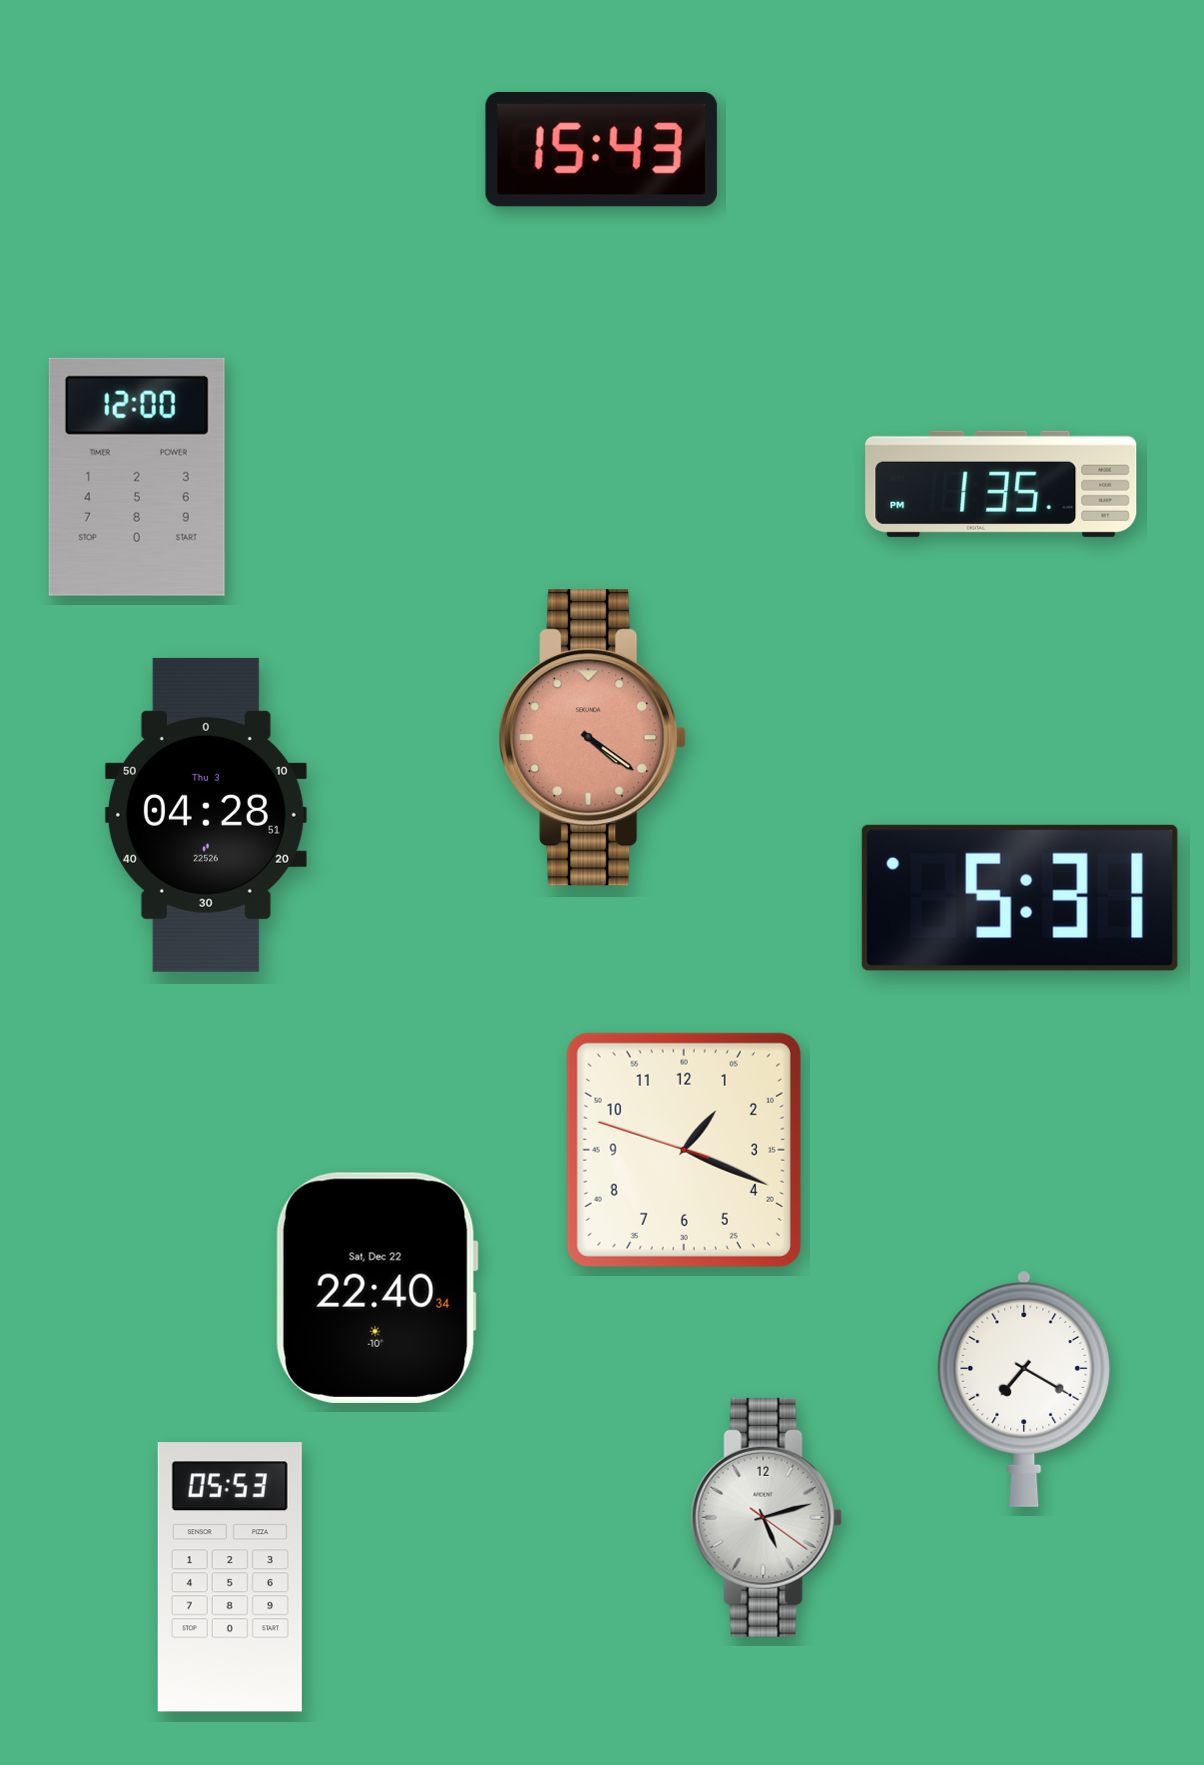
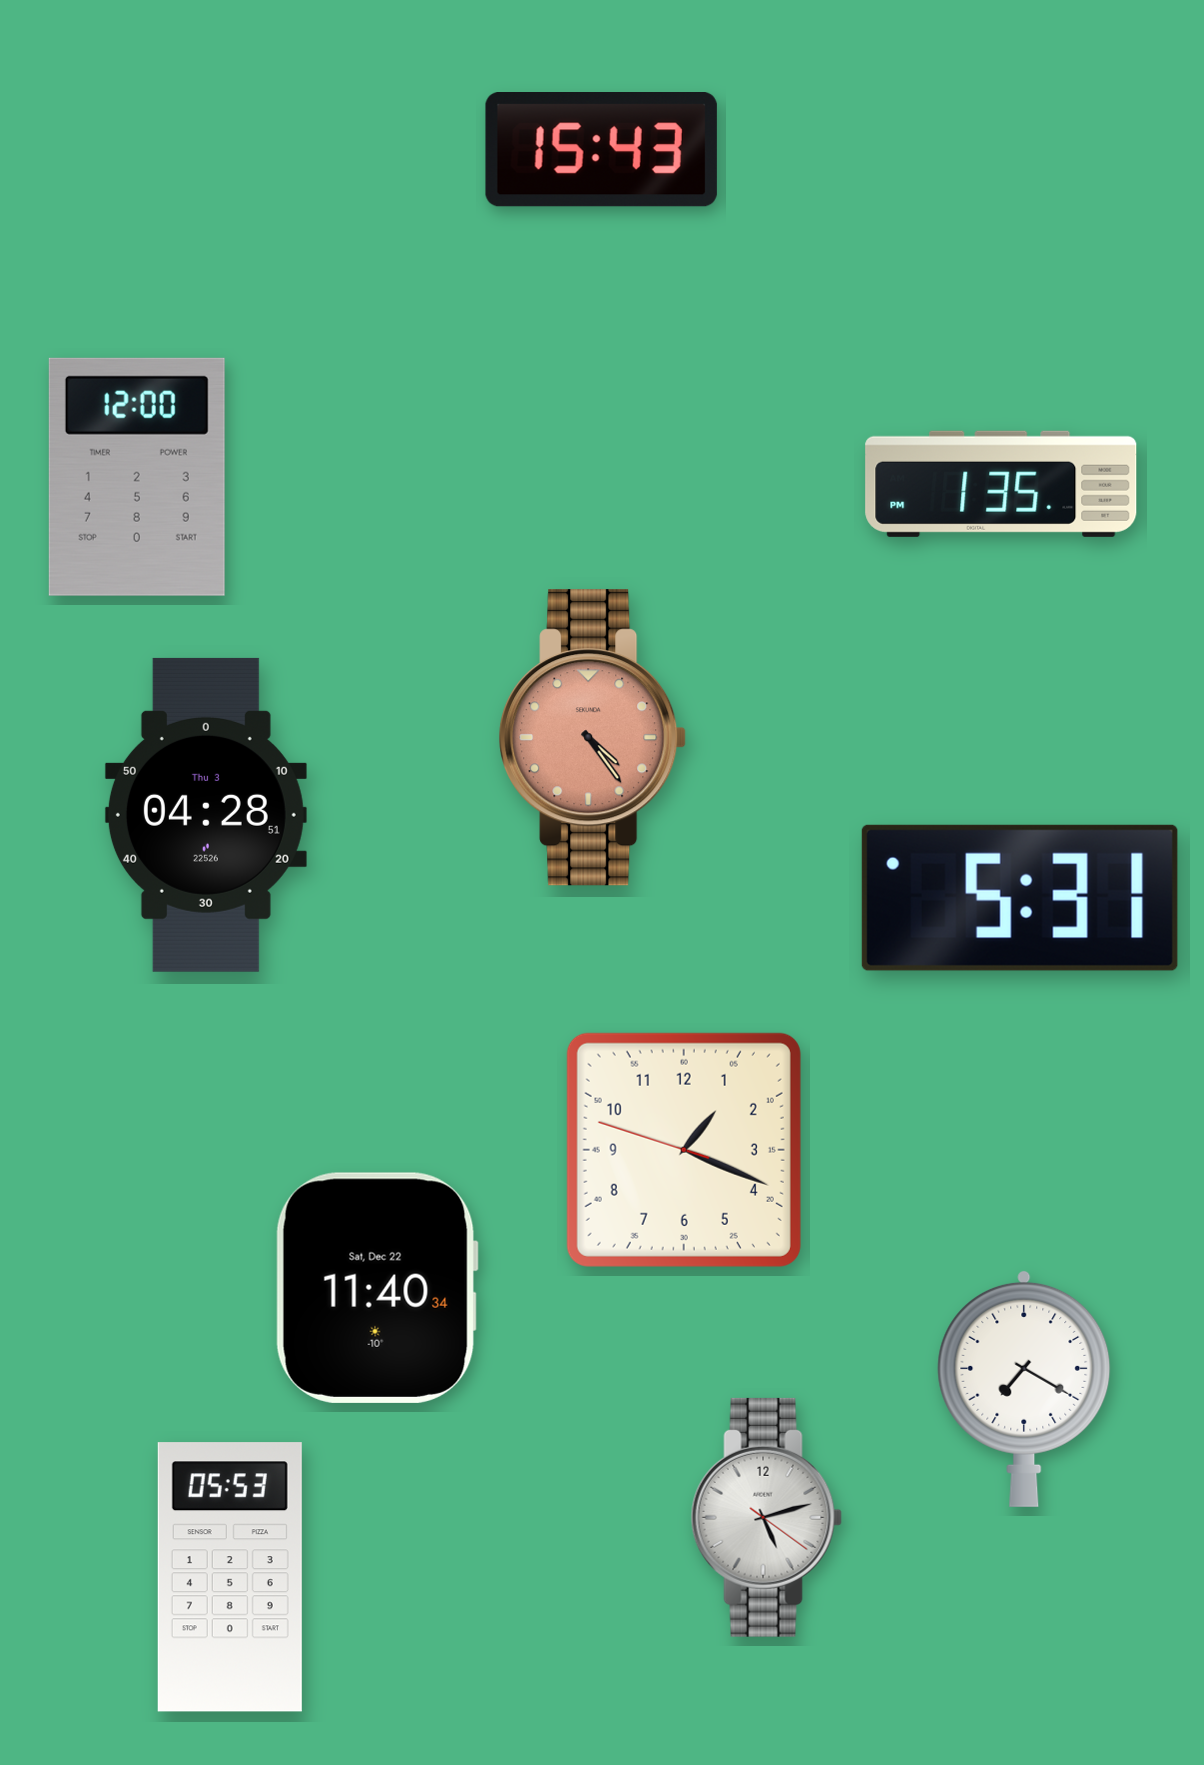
clock at (593, 738): 4:21 -> 4:24
clock at (377, 1288): 22:40 -> 11:40
